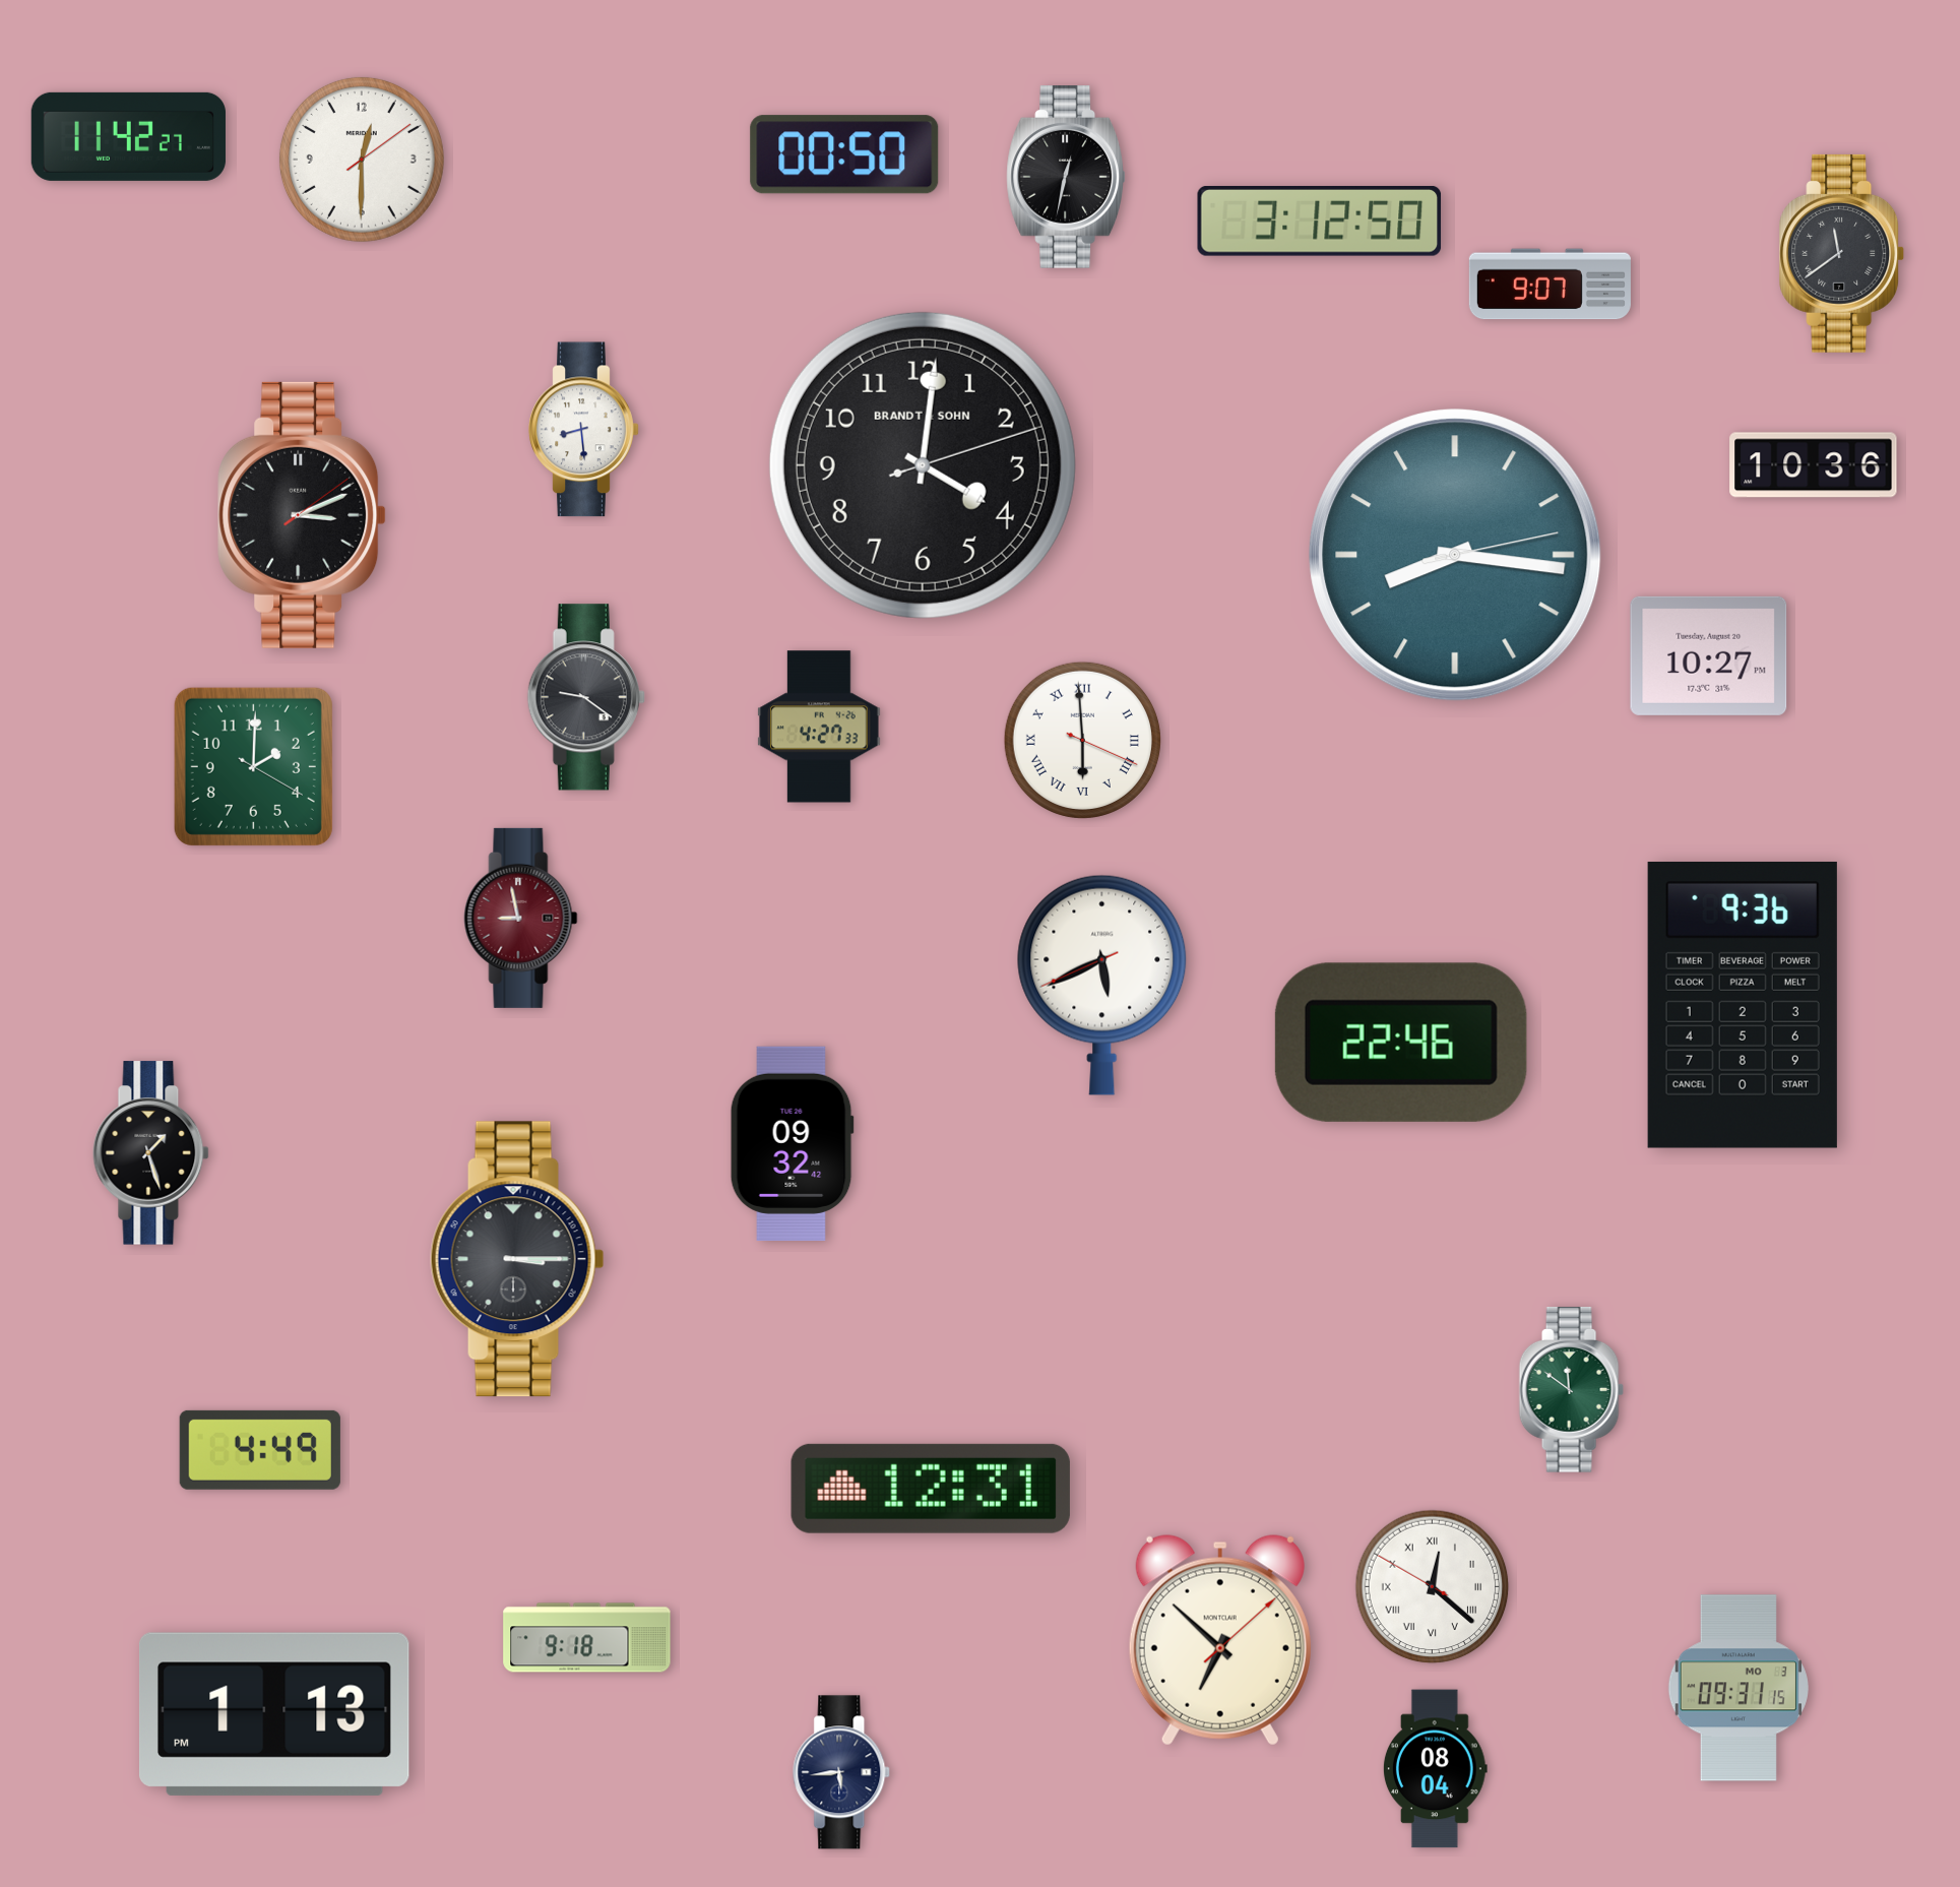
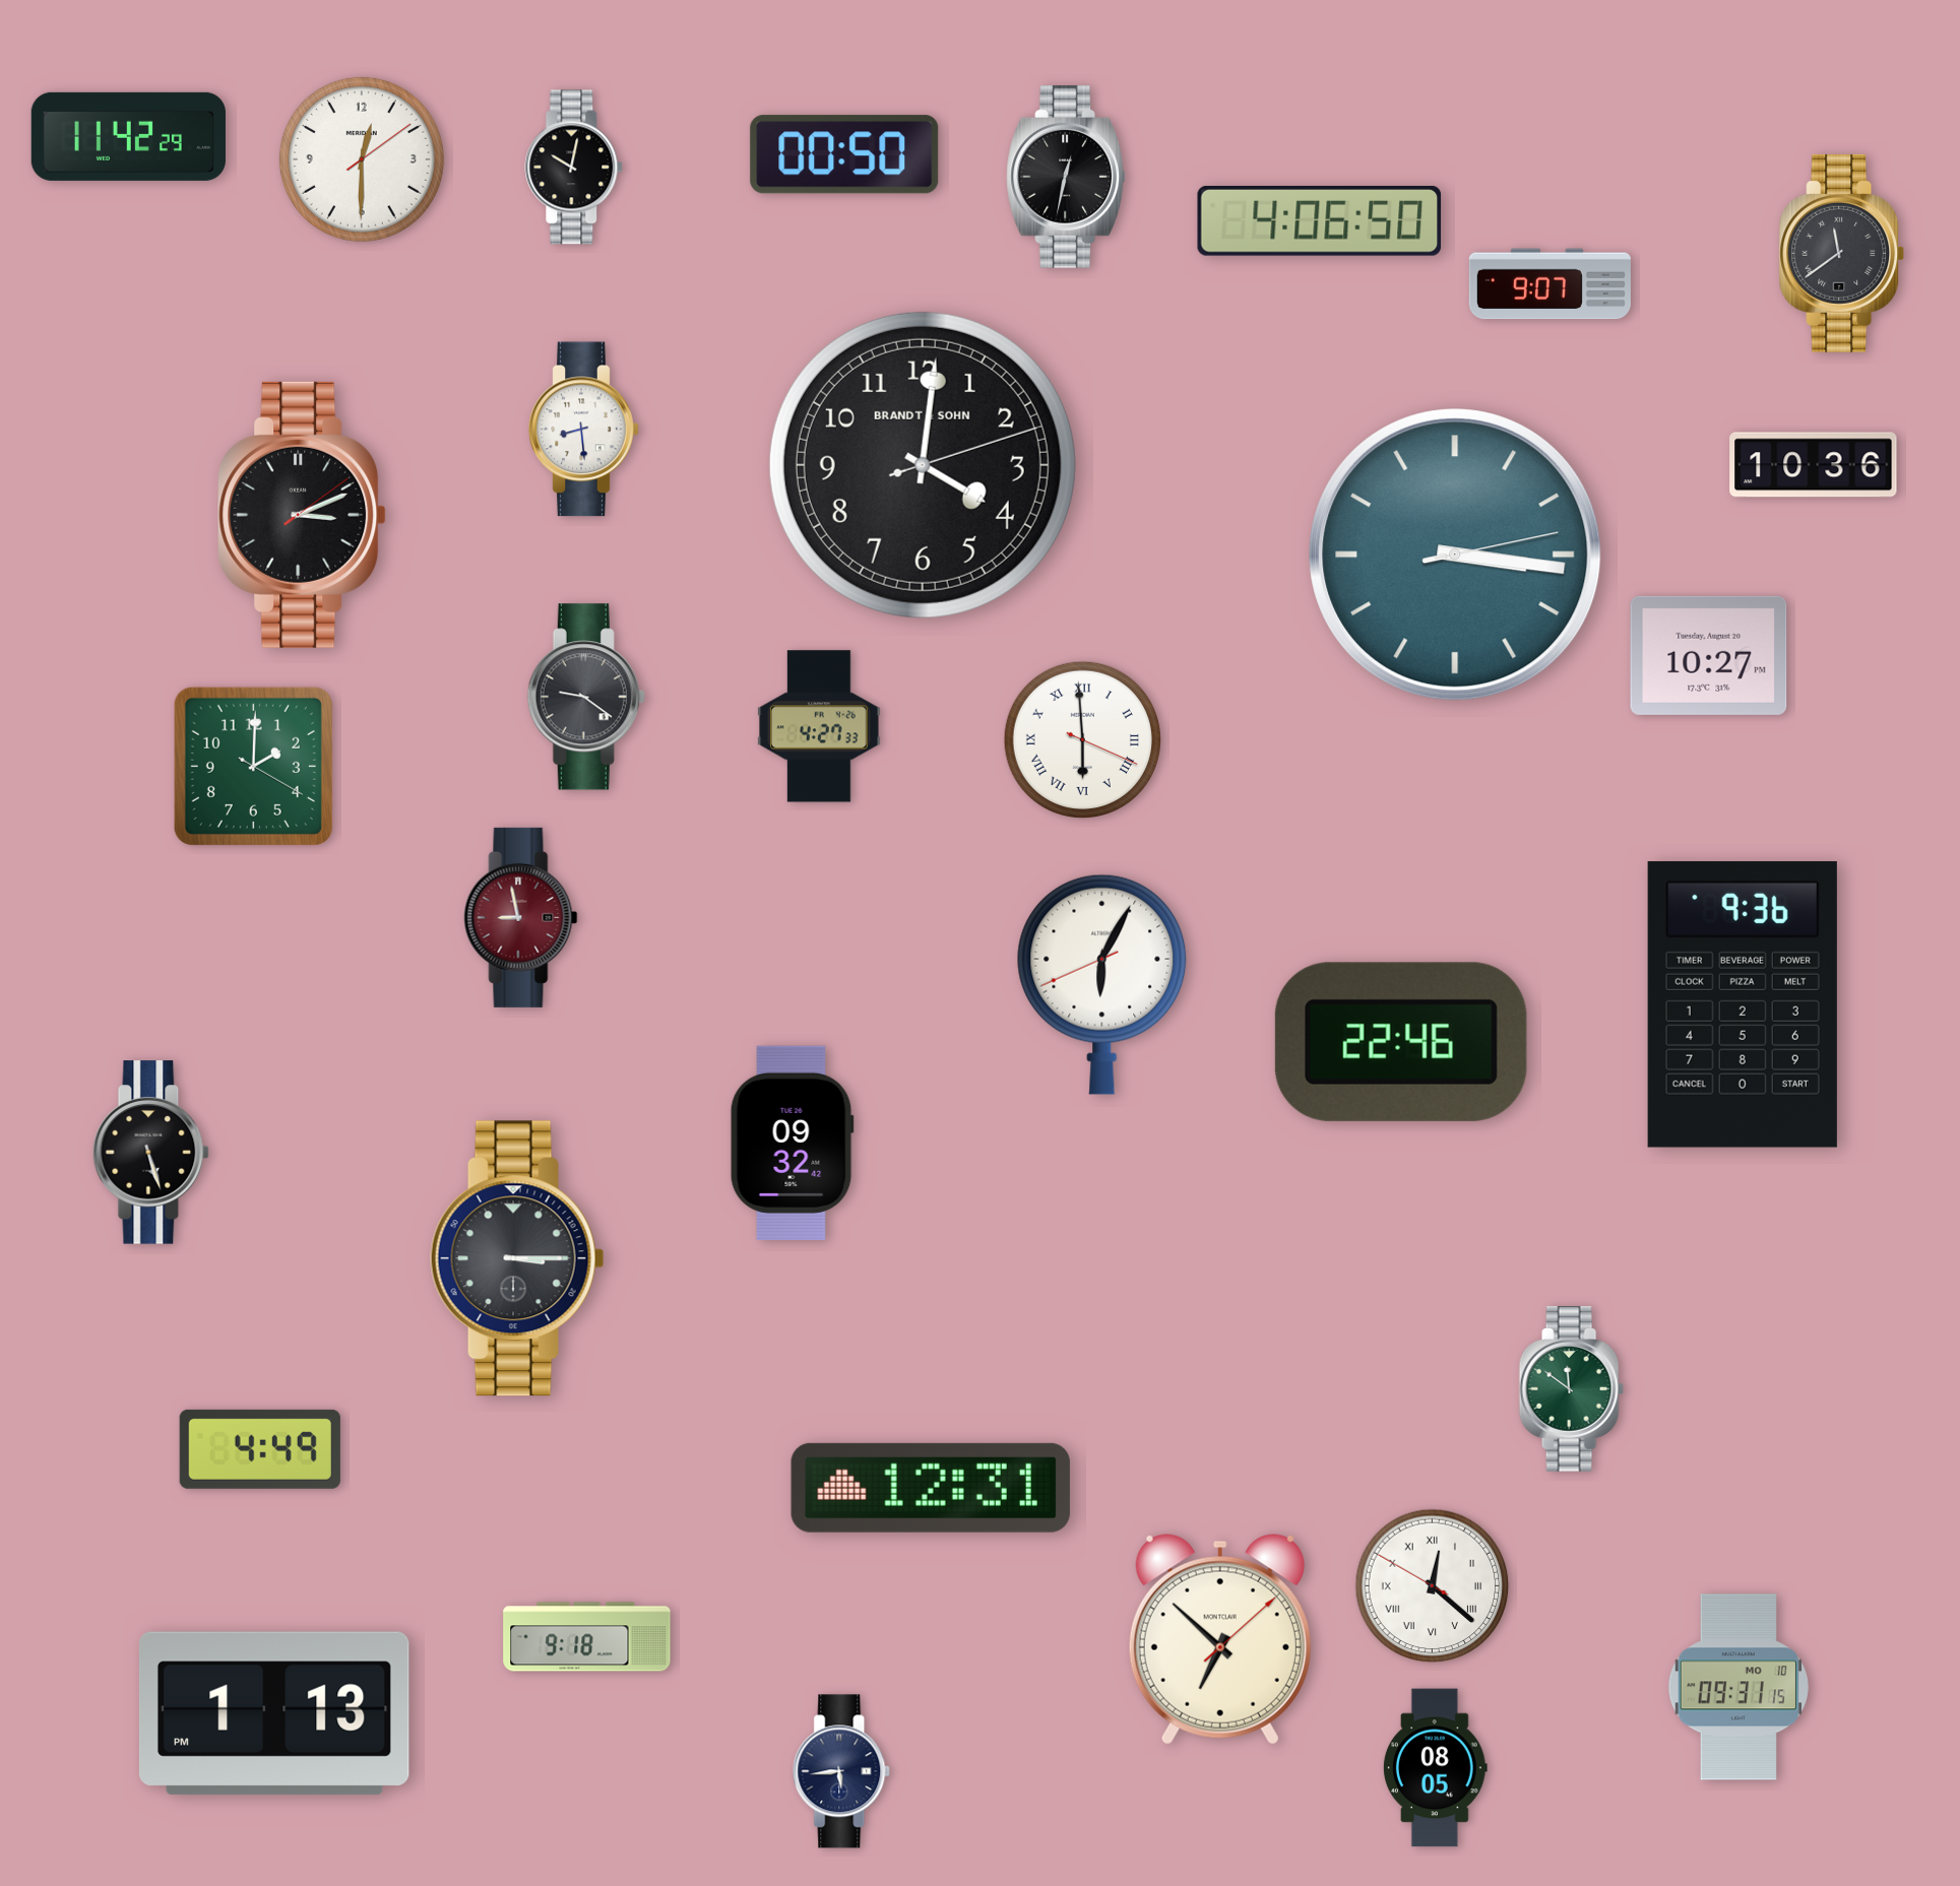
clock at (128, 136): 11:42:27 -> 11:42:29
clock at (574, 168): none -> 10:02
clock at (1320, 221): 3:12 -> 4:06
clock at (1455, 555): 8:16 -> 3:16
clock at (1102, 985): 5:40 -> 6:04
clock at (151, 1153): 1:27 -> 5:27
clock at (1738, 1688) date: MO 3 -> MO 10
clock at (1435, 1769): 08:04 -> 08:05
